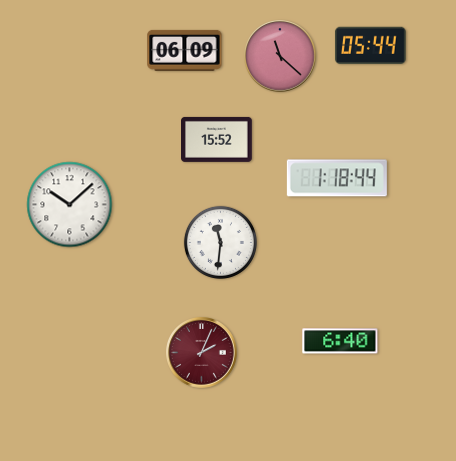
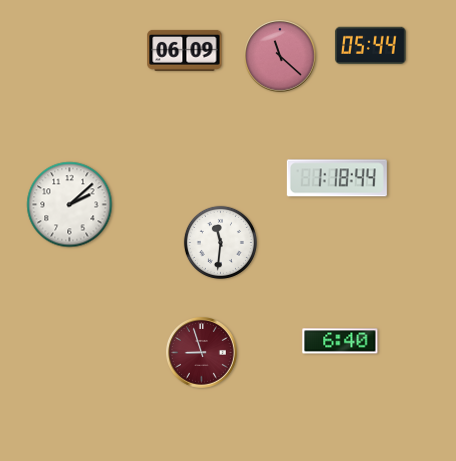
clock at (217, 139): 15:52 -> none
clock at (70, 205): 10:08 -> 2:08
clock at (202, 353): 2:04 -> 8:57
